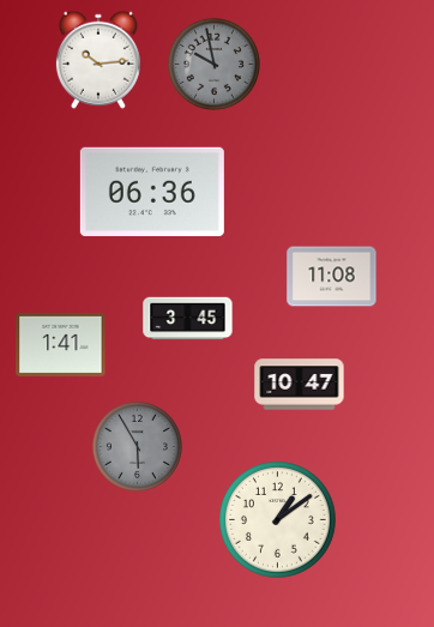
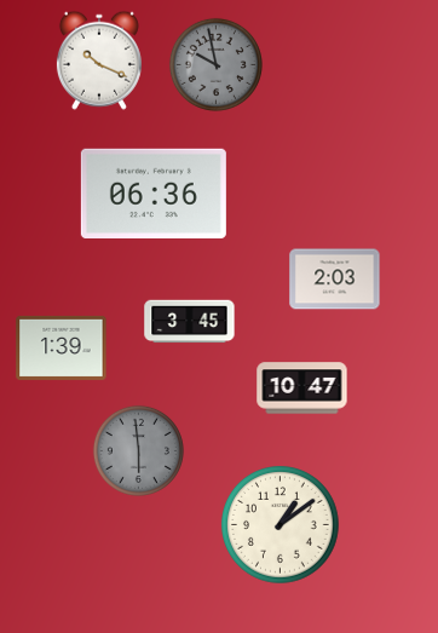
clock at (98, 60): 10:14 -> 10:19
clock at (332, 277): 11:08 -> 2:03
clock at (61, 344): 1:41 -> 1:39
clock at (137, 446): 5:55 -> 5:59
